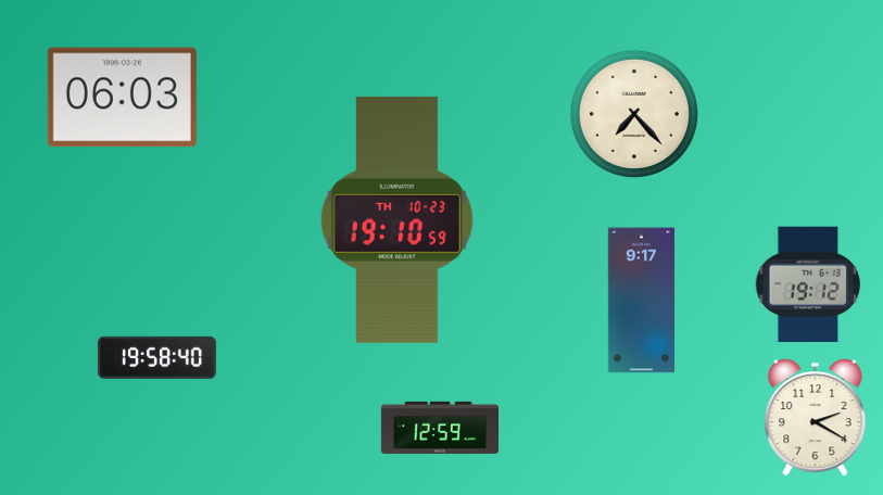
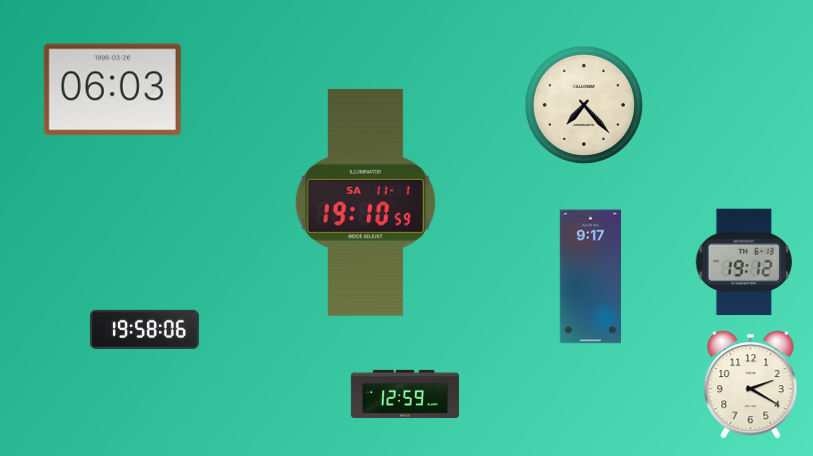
clock at (396, 219) date: TH 10-23 -> SA 11-1
clock at (156, 357): 19:58:40 -> 19:58:06
